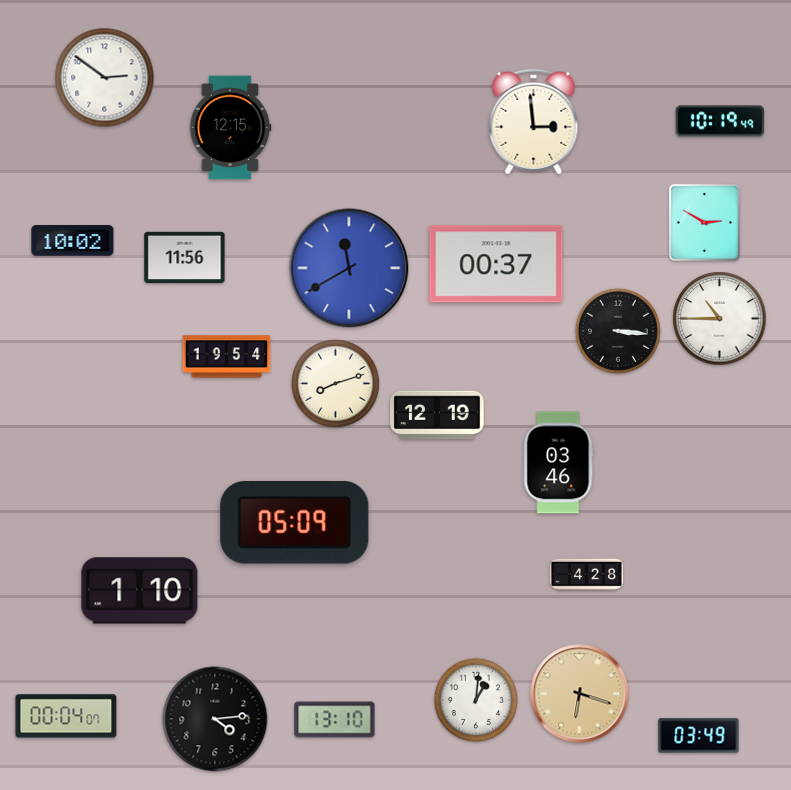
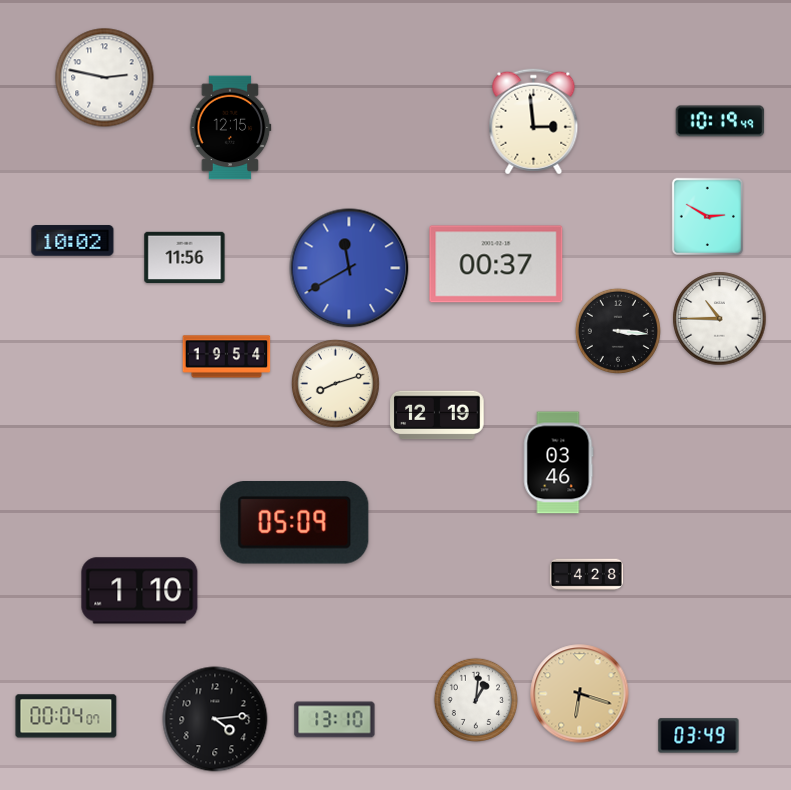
clock at (105, 78): 2:51 -> 2:47
clock at (704, 222) position: (704, 222) -> (707, 216)
